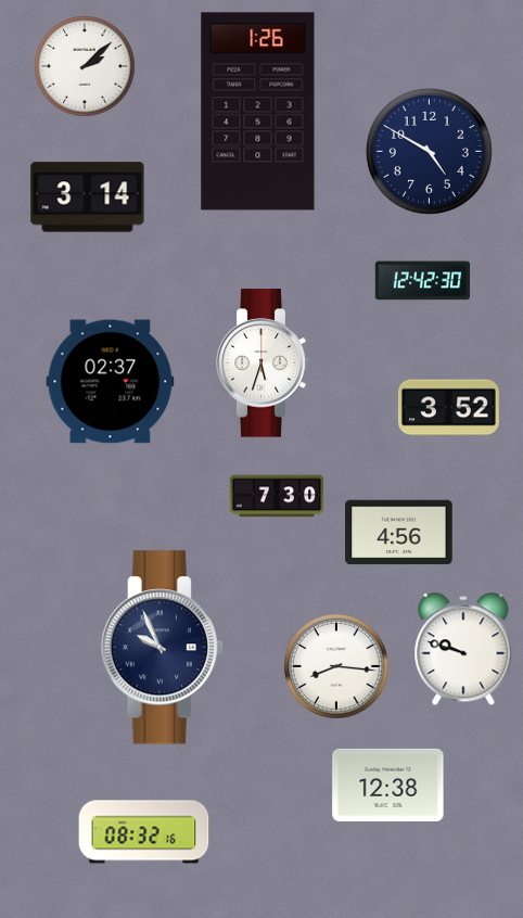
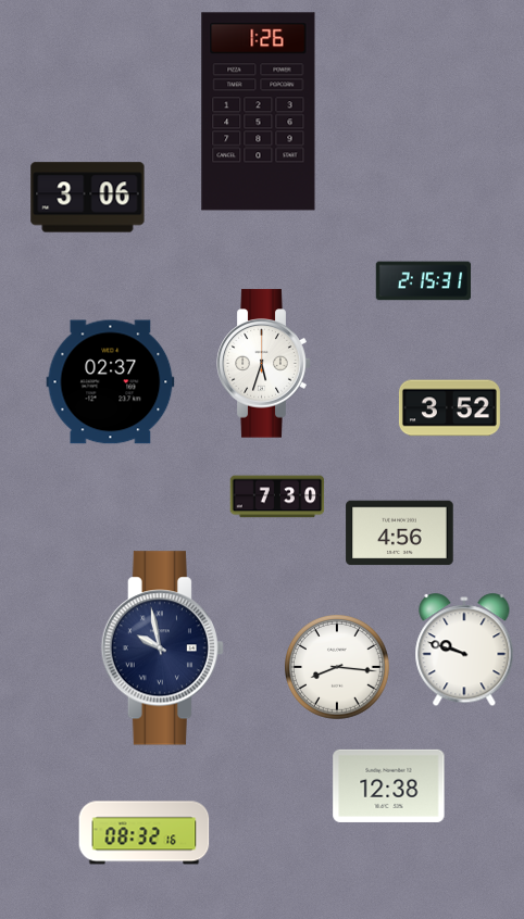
clock at (85, 66): 2:08 -> none
clock at (429, 151): 4:50 -> none
clock at (88, 197): 3:14 -> 3:06
clock at (423, 281): 12:42 -> 2:15
clock at (162, 648): 9:56 -> 9:58
